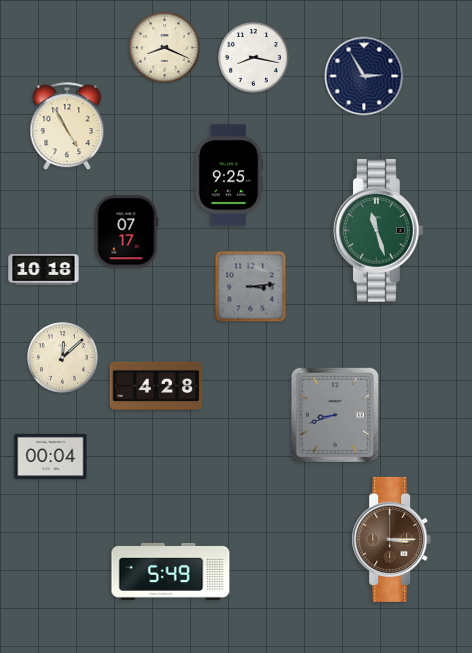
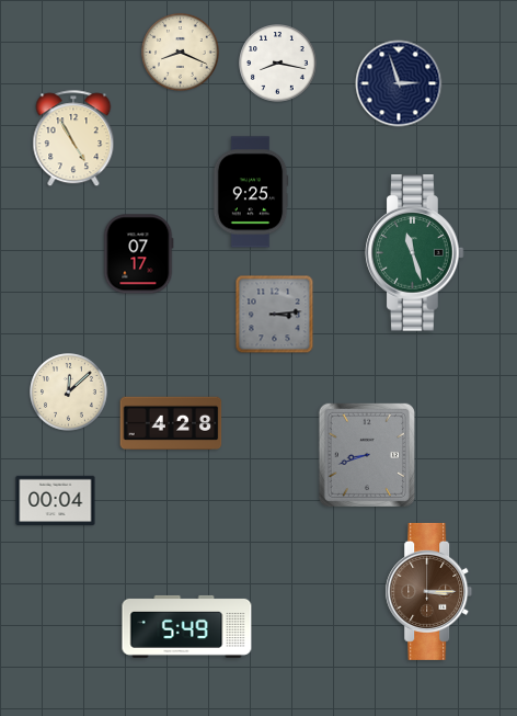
clock at (364, 76): 2:55 -> 2:57
clock at (44, 270): 10:18 -> none
